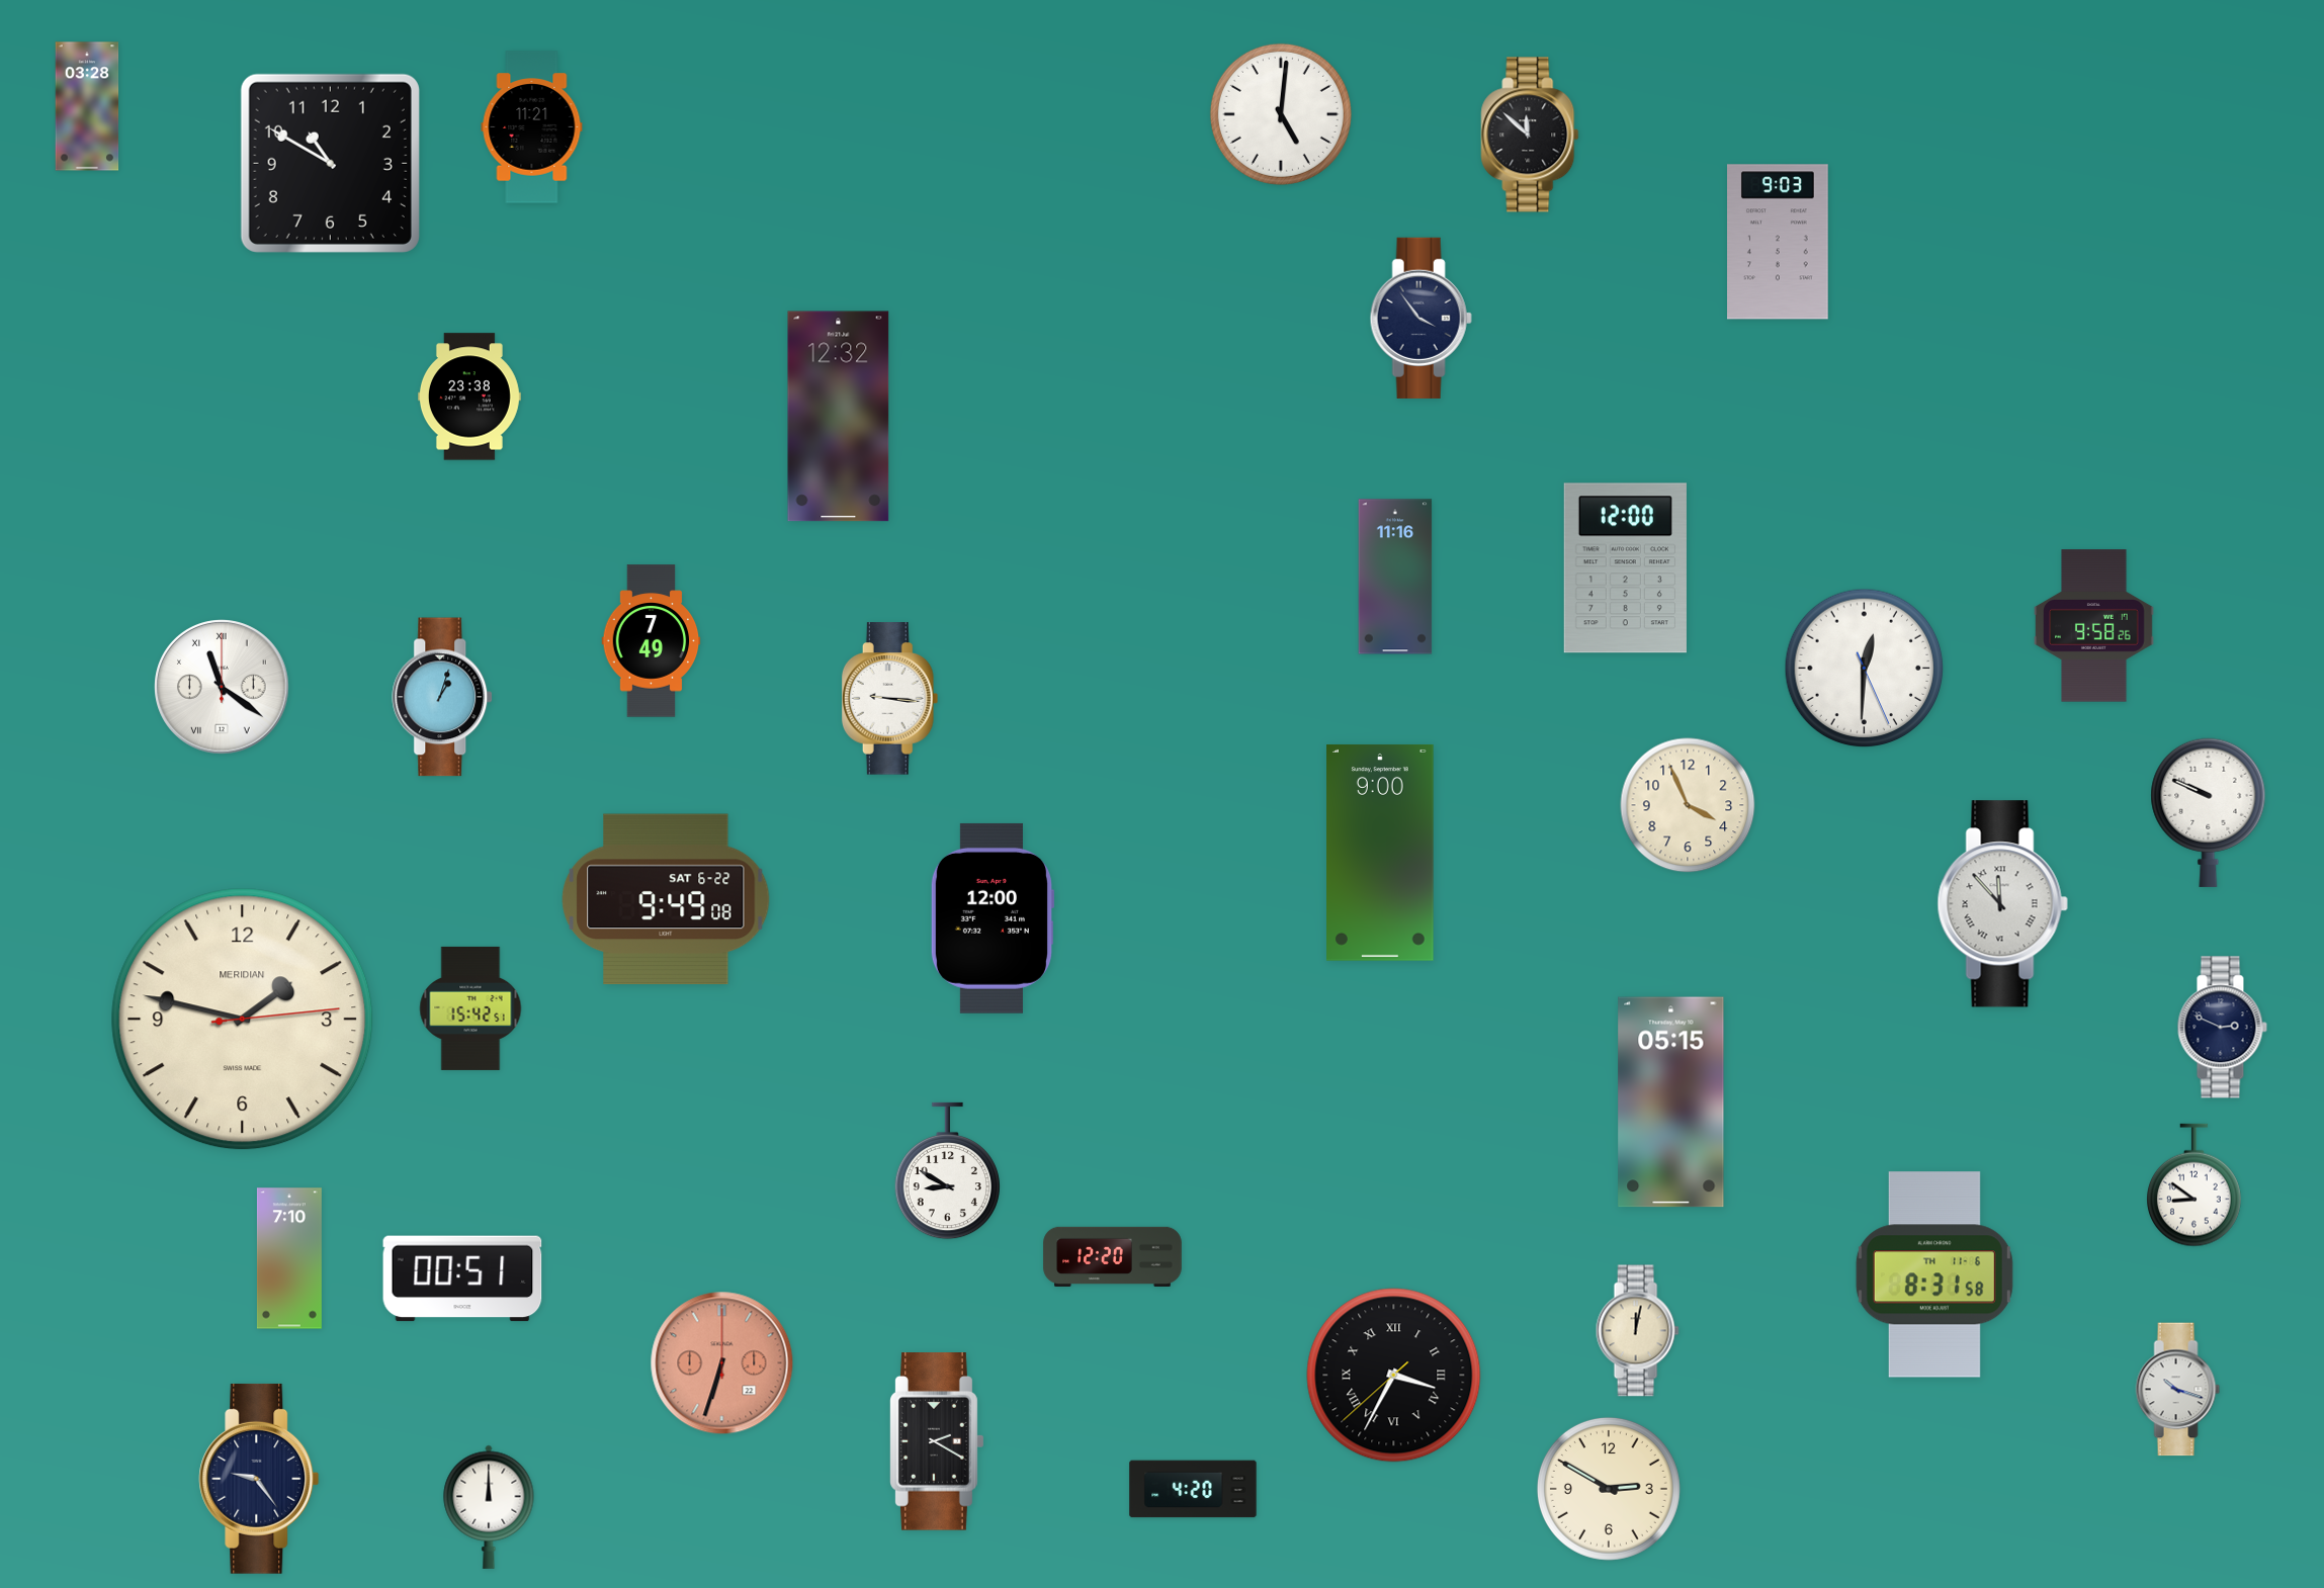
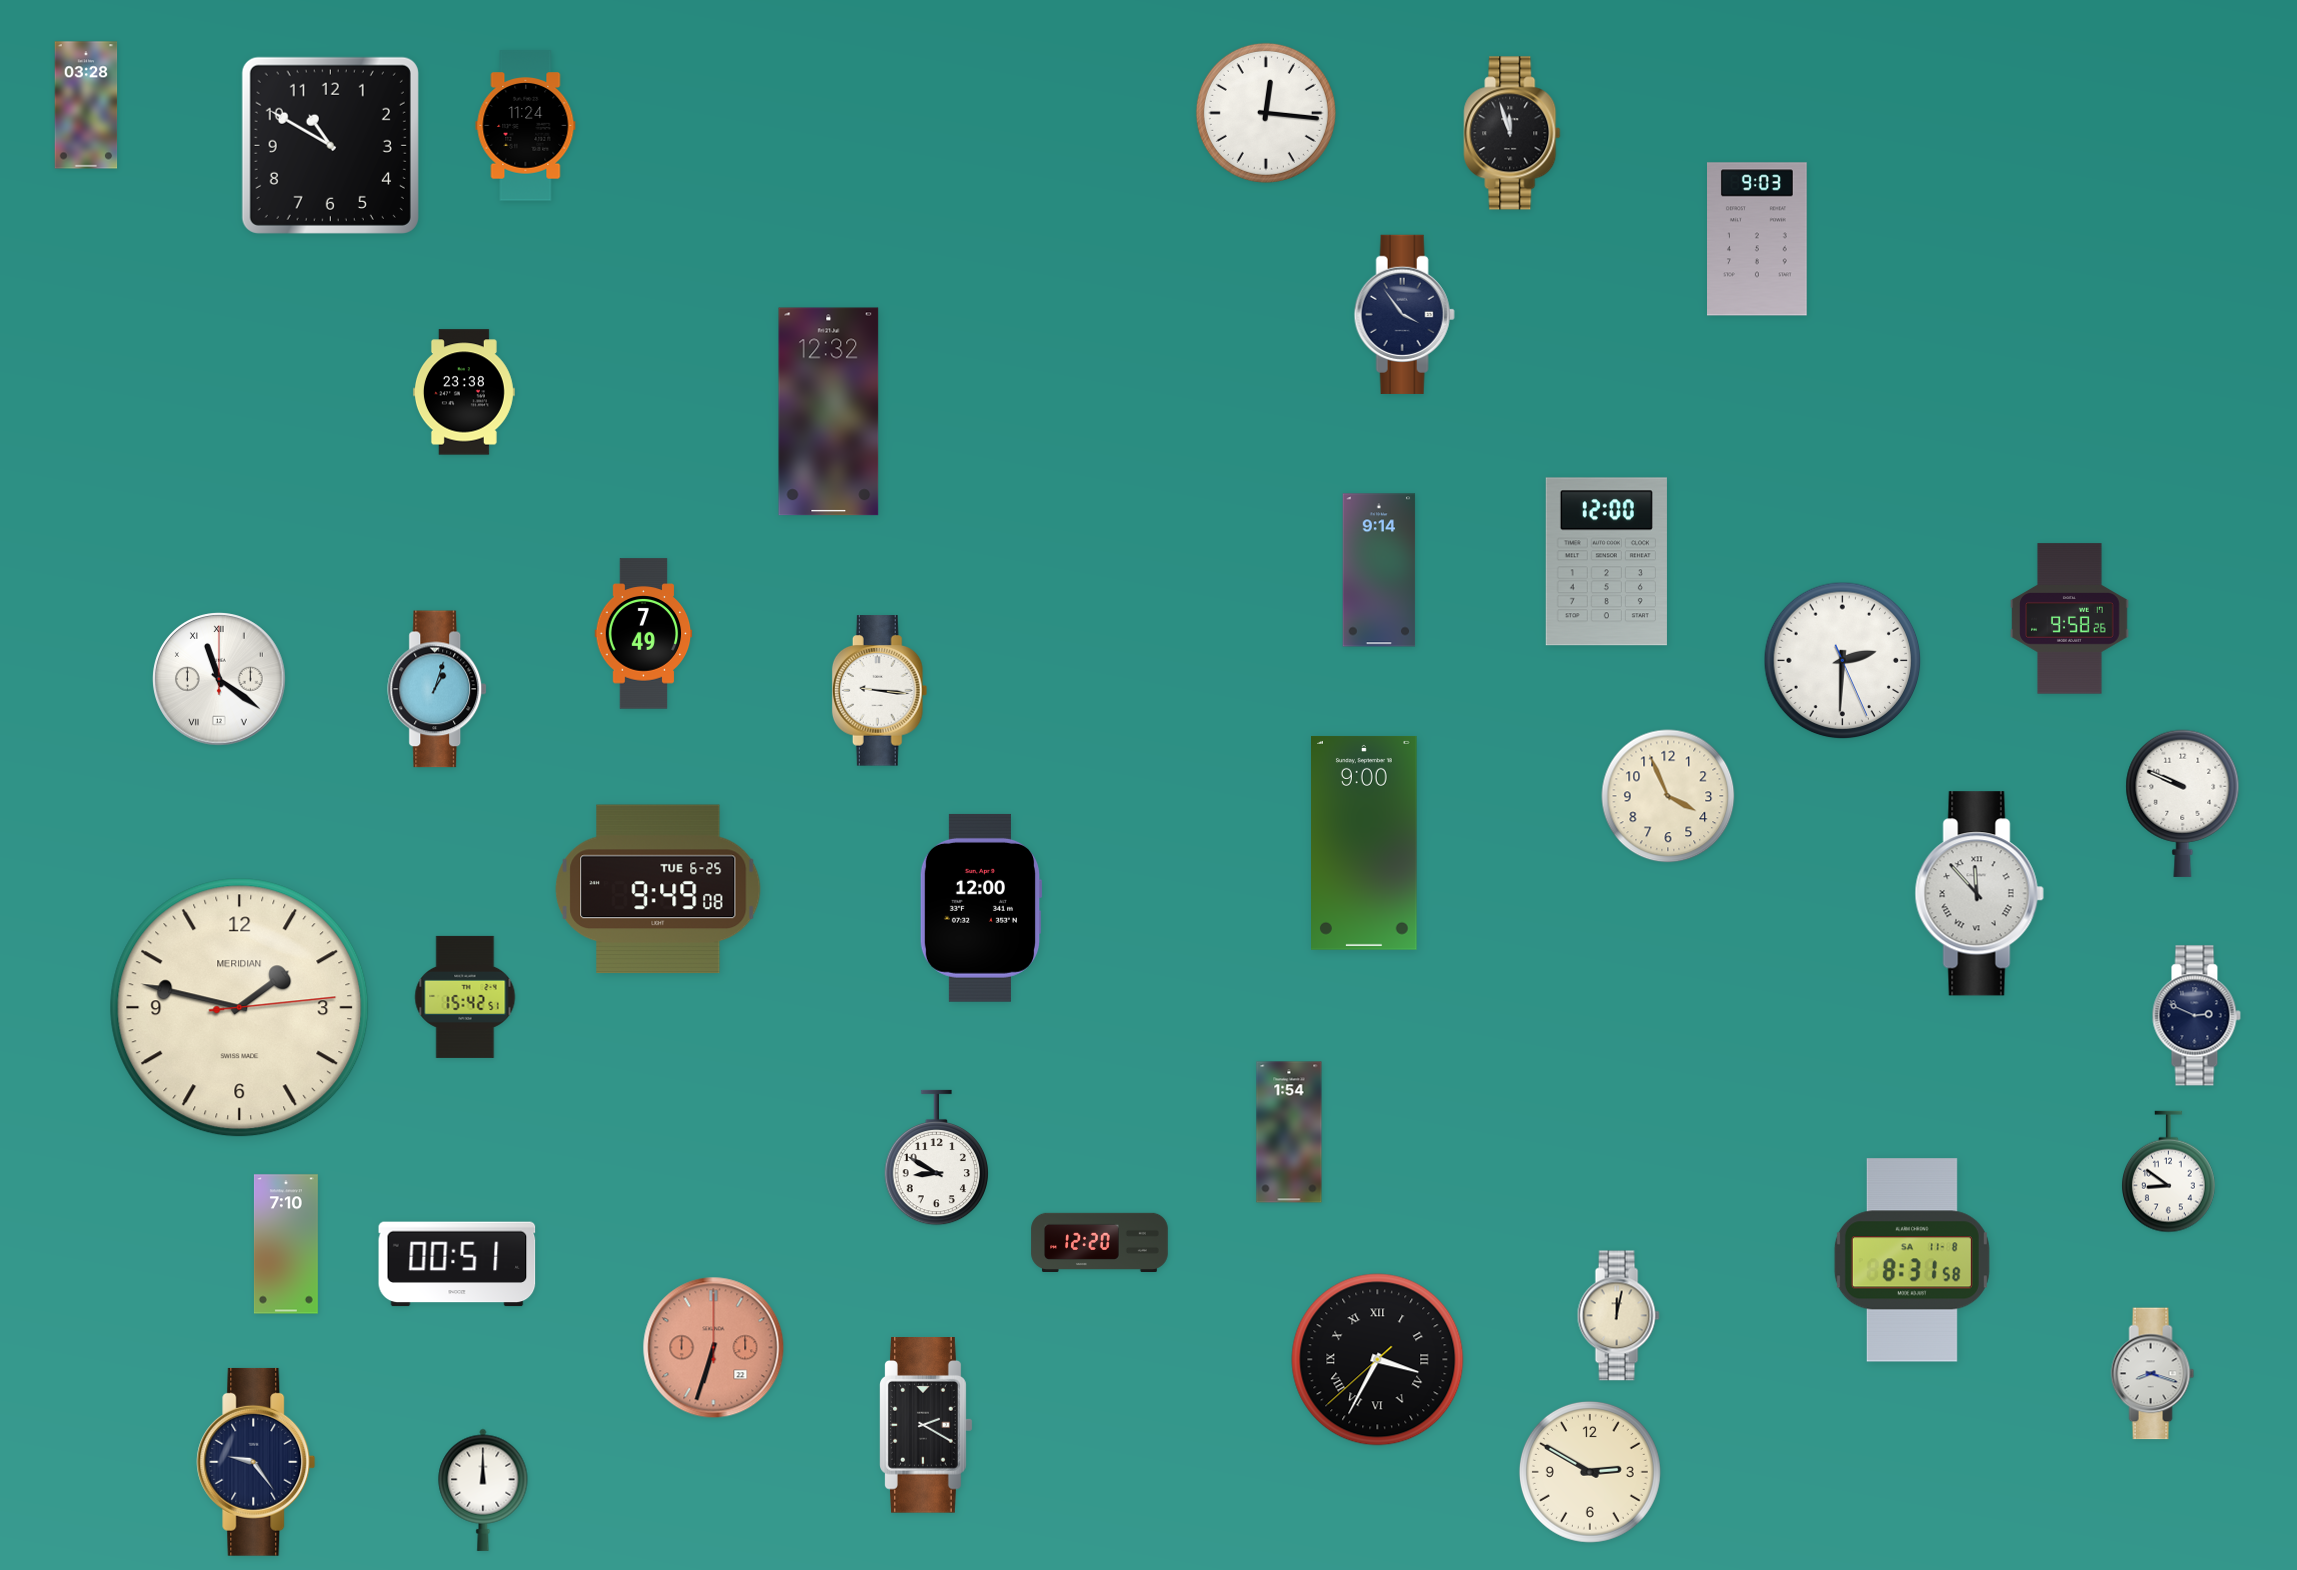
clock at (1281, 114): 5:01 -> 12:16
clock at (532, 127): 11:21 -> 11:24
clock at (1530, 135): 11:52 -> 11:57
clock at (330, 163) position: (330, 163) -> (330, 145)
clock at (1395, 577): 11:16 -> 9:14
clock at (1865, 669): 12:30 -> 2:30
clock at (666, 899) date: SAT 6-22 -> TUE 6-25
clock at (1671, 1102): 05:15 -> none
clock at (1289, 1132): none -> 1:54
clock at (1934, 1274) date: TH 11-6 -> SA 11-8
clock at (2178, 1390): 10:18 -> 8:18
clock at (1193, 1489): 4:20 -> none
